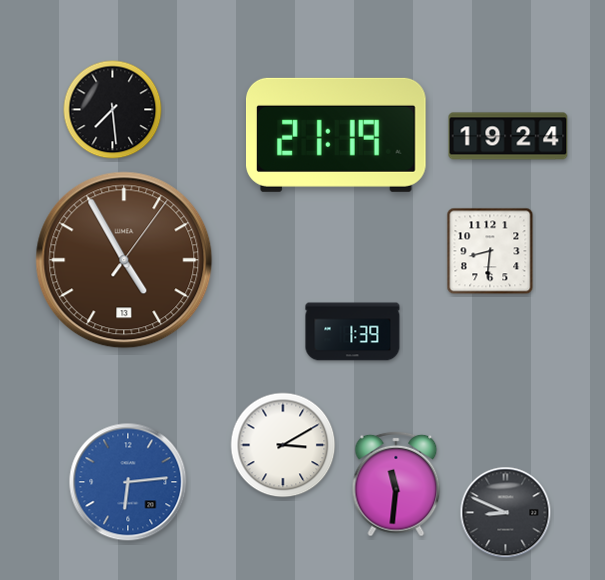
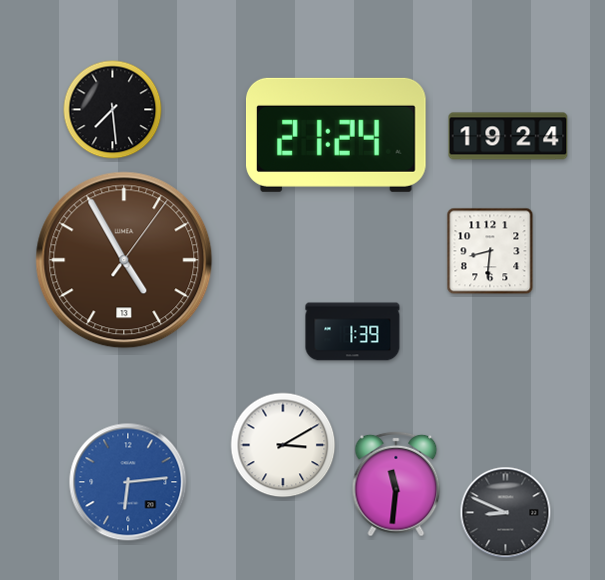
clock at (337, 135): 21:19 -> 21:24
